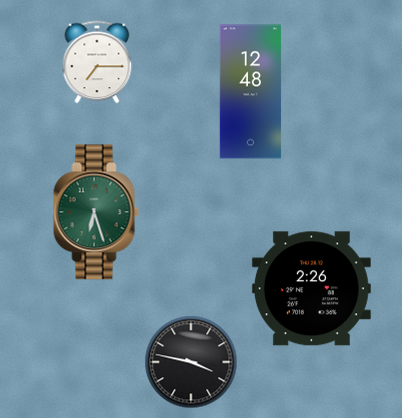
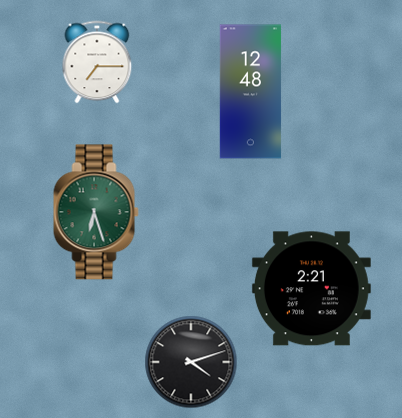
clock at (311, 289): 2:26 -> 2:21
clock at (191, 362): 3:47 -> 4:12
